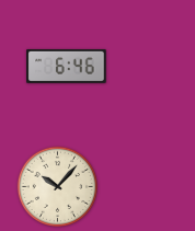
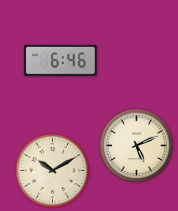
clock at (137, 146): none -> 5:11
clock at (58, 187): 10:07 -> 10:10
